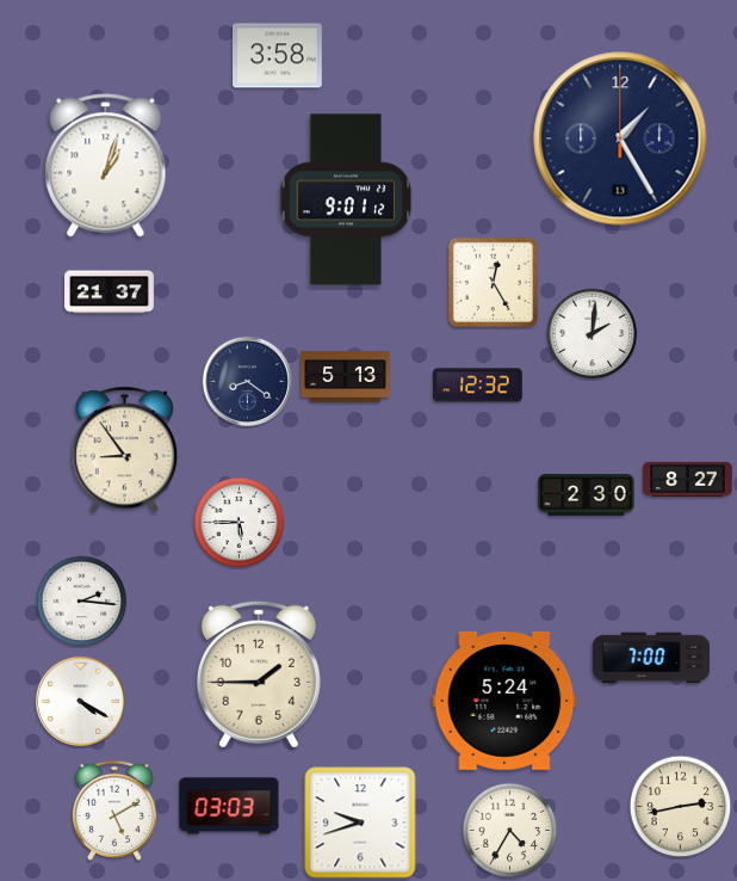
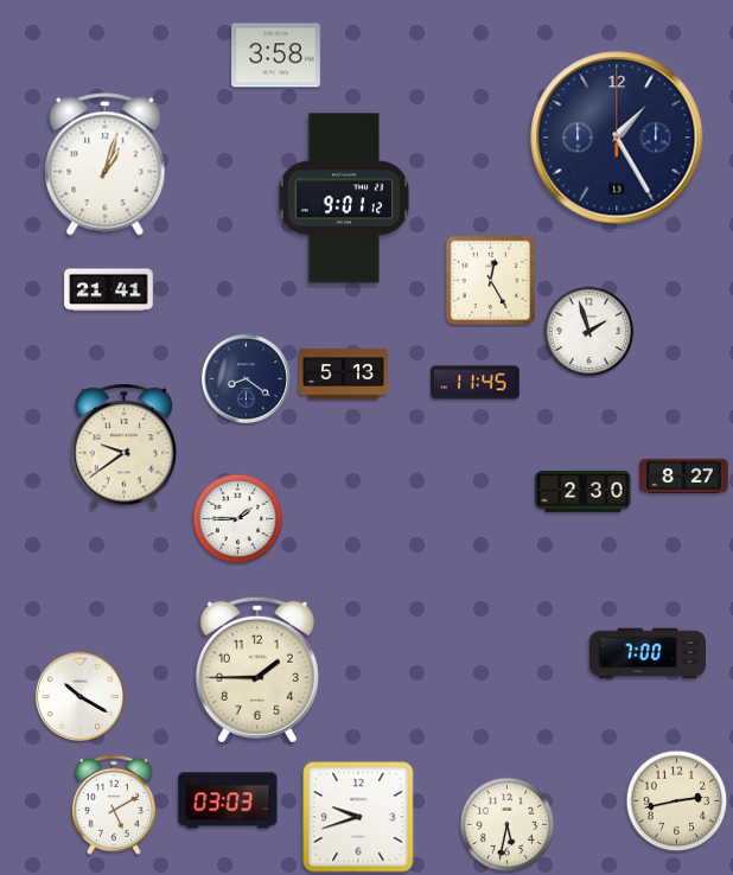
clock at (110, 292): 21:37 -> 21:41
clock at (593, 334): 2:01 -> 1:57
clock at (478, 386): 12:32 -> 11:45
clock at (124, 450): 8:54 -> 9:39
clock at (240, 523): 5:45 -> 1:45
clock at (82, 602): 2:16 -> none
clock at (80, 701): 4:20 -> 10:20
clock at (504, 701): 5:24 -> none
clock at (510, 831): 4:35 -> 5:32
